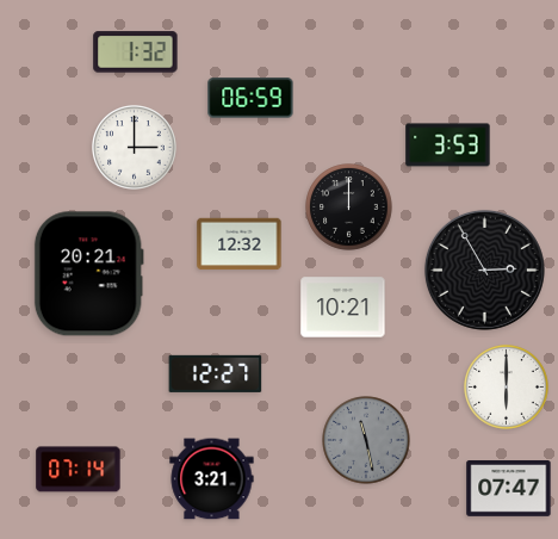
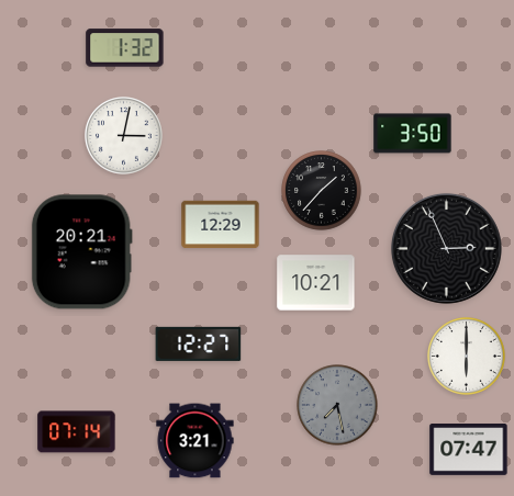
clock at (250, 98): 06:59 -> none
clock at (448, 145): 3:53 -> 3:50
clock at (135, 148): 3:00 -> 3:02
clock at (349, 207): 12:00 -> 1:37
clock at (240, 244): 12:32 -> 12:29
clock at (484, 269): 2:55 -> 2:56
clock at (366, 440): 11:28 -> 7:28
clock at (79, 470) position: (79, 470) -> (77, 432)
